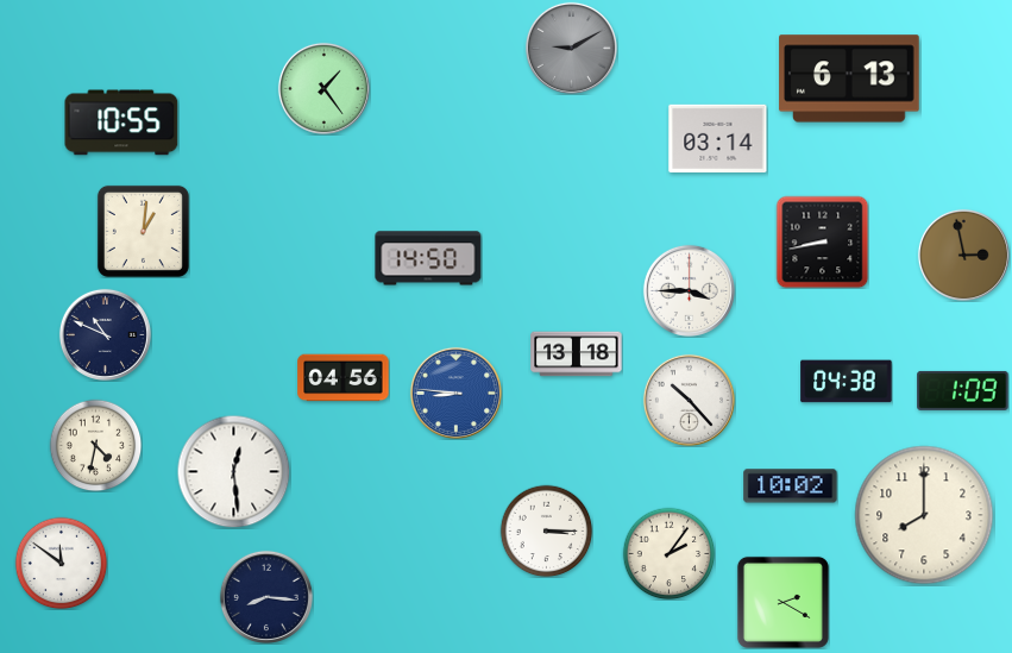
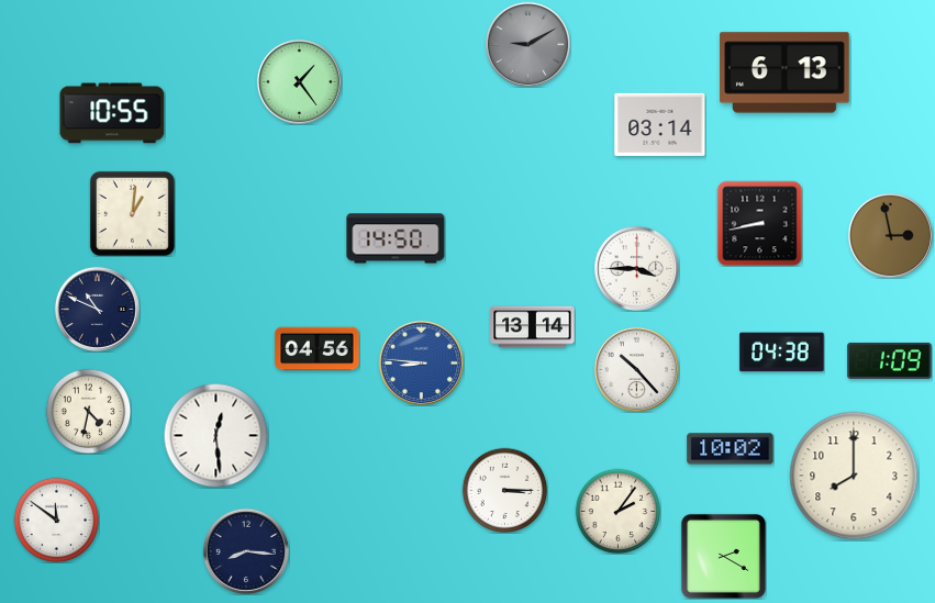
clock at (718, 138) position: (718, 138) -> (660, 124)
clock at (577, 354): 13:18 -> 13:14
